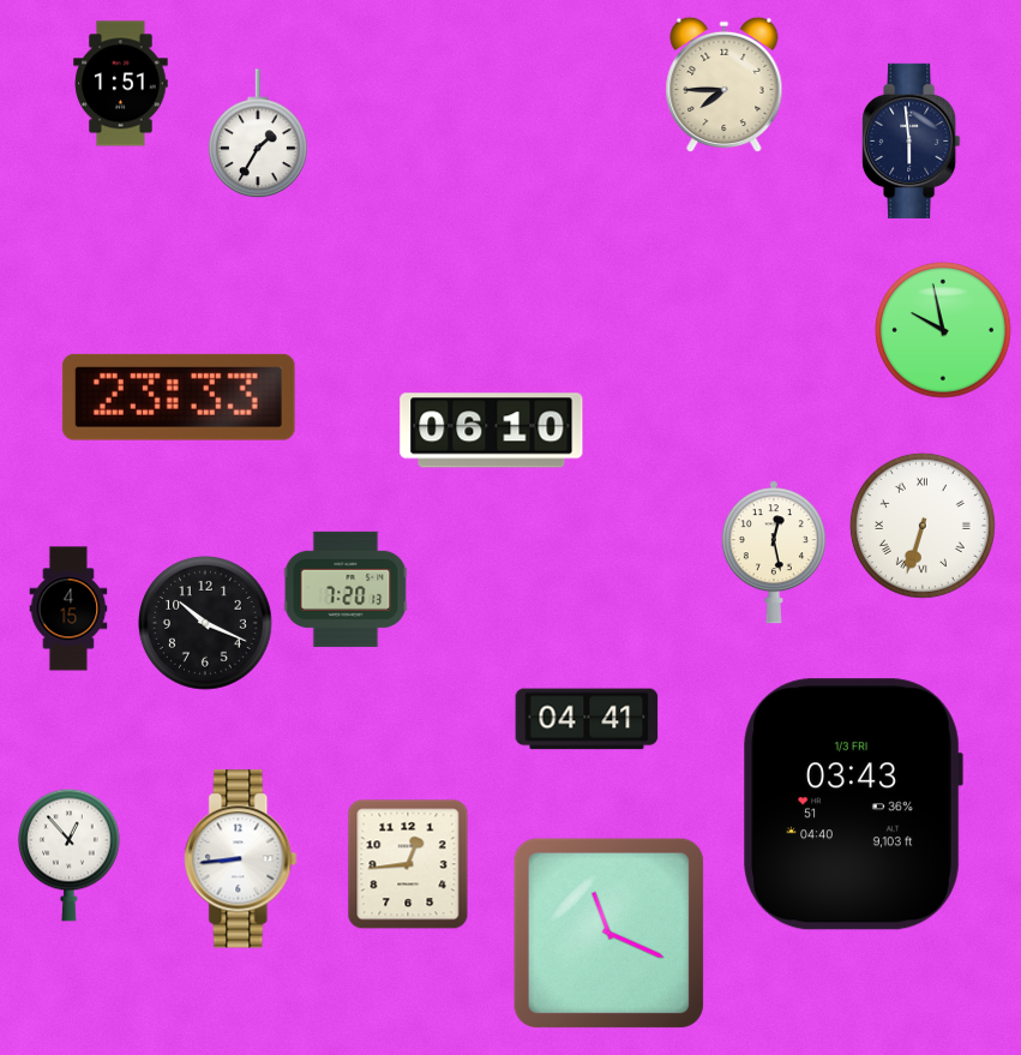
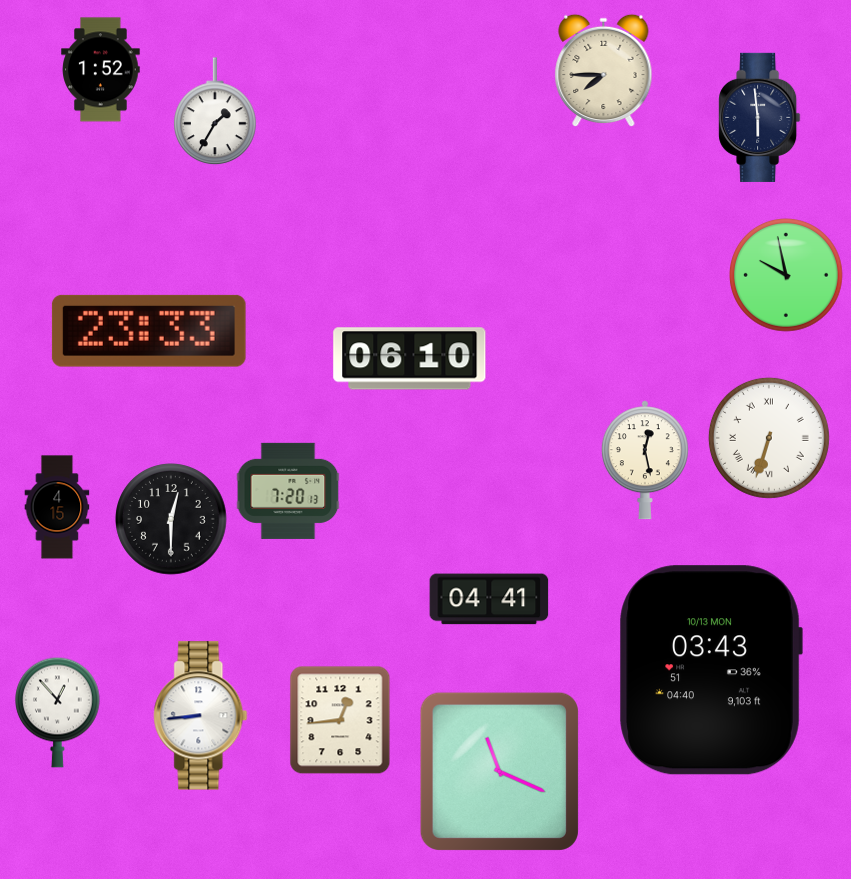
clock at (121, 84): 1:51 -> 1:52
clock at (205, 623): 10:19 -> 12:30
clock at (853, 804) date: 1/3 FRI -> 10/13 MON
clock at (608, 933) position: (608, 933) -> (499, 771)
